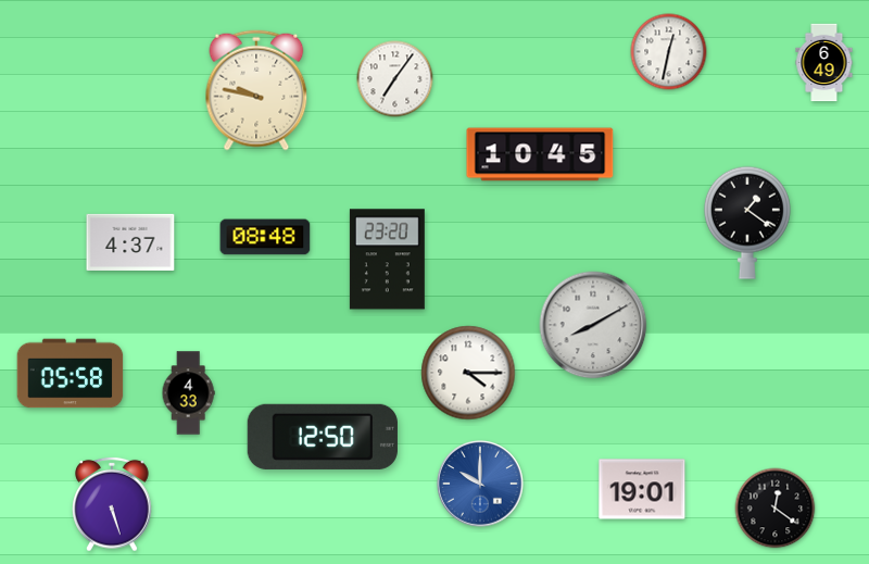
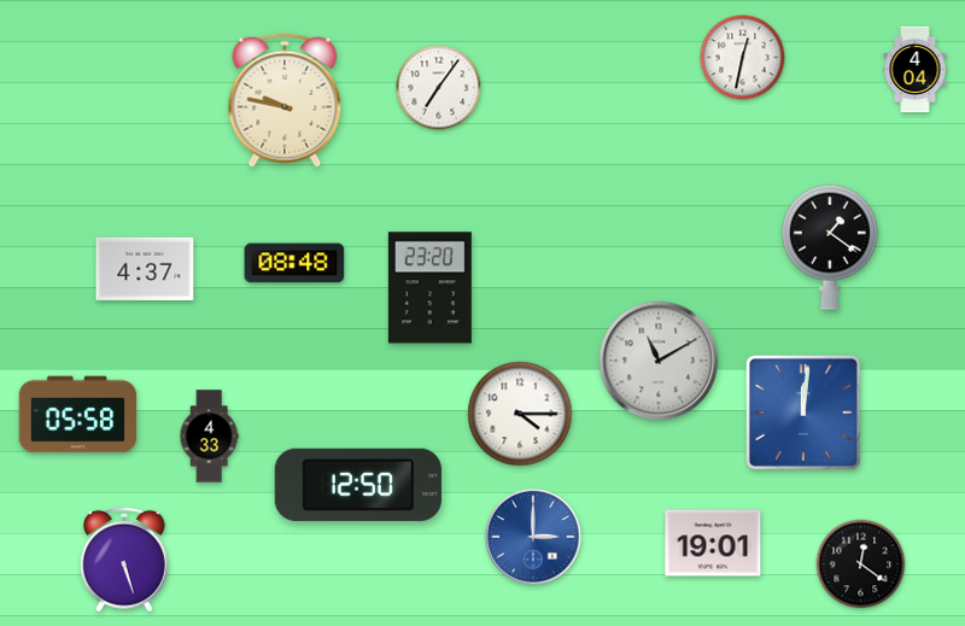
clock at (824, 63): 6:49 -> 4:04
clock at (540, 154): 10:45 -> none
clock at (593, 325): 8:10 -> 11:10
clock at (805, 414): none -> 12:01
clock at (481, 485): 10:00 -> 3:00
